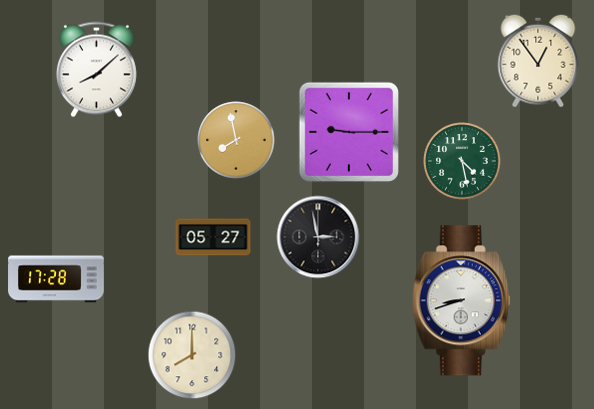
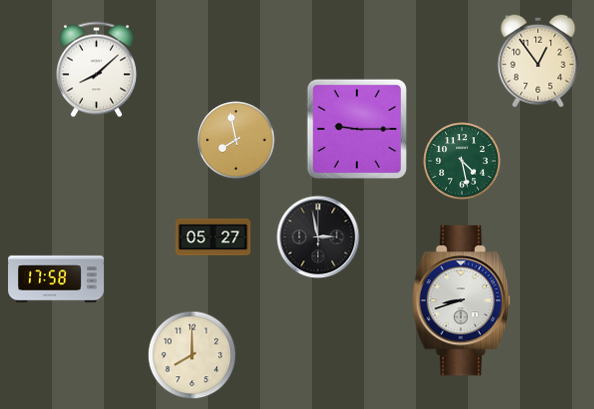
clock at (349, 132) position: (349, 132) -> (357, 129)
clock at (56, 279): 17:28 -> 17:58
